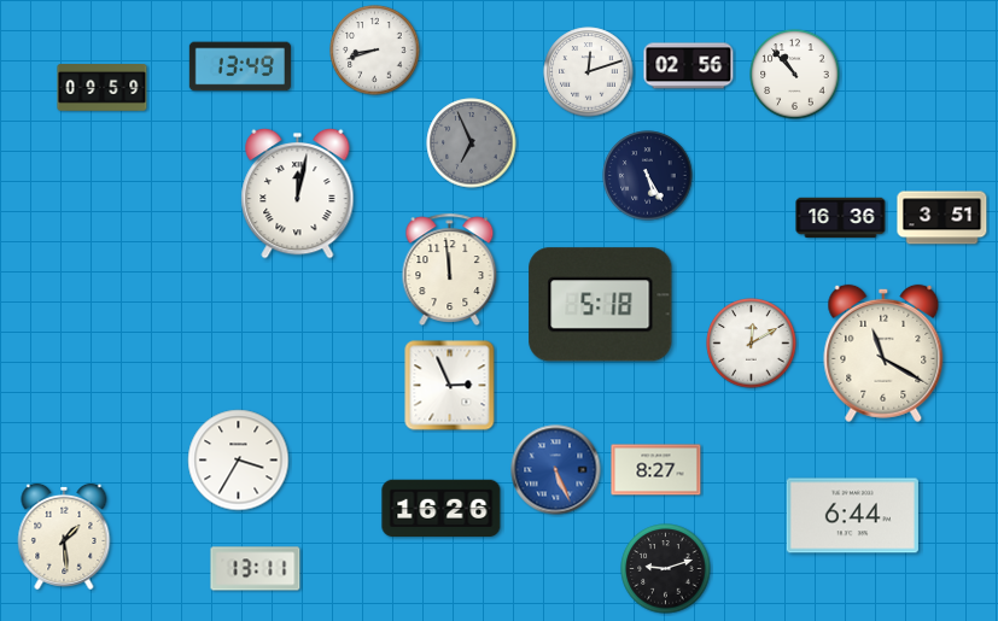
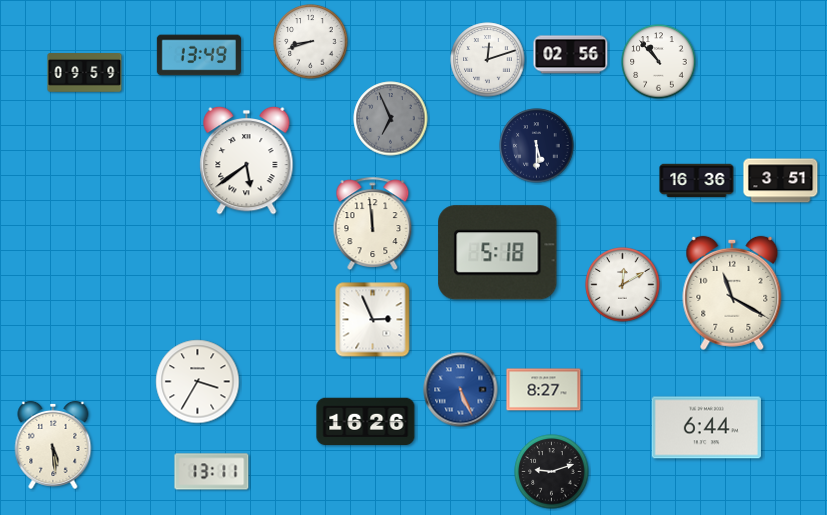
clock at (648, 176): 5:25 -> 5:30
clock at (298, 193): 12:02 -> 5:39
clock at (64, 537): 1:29 -> 5:29
